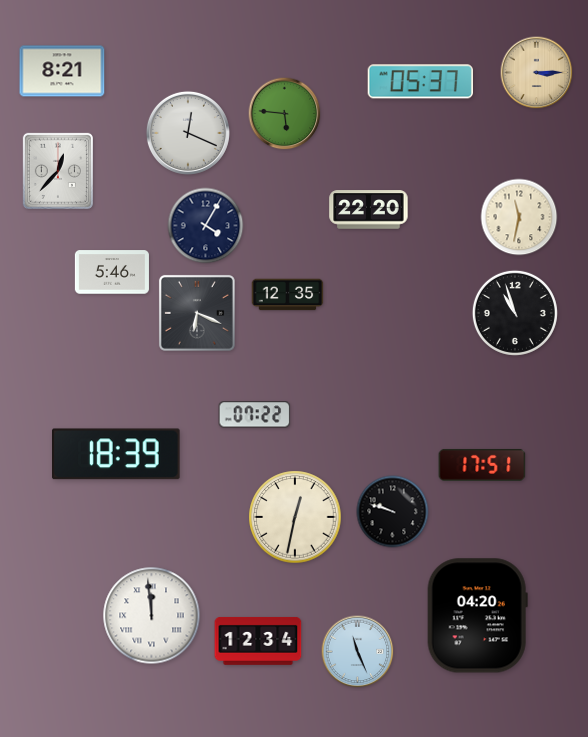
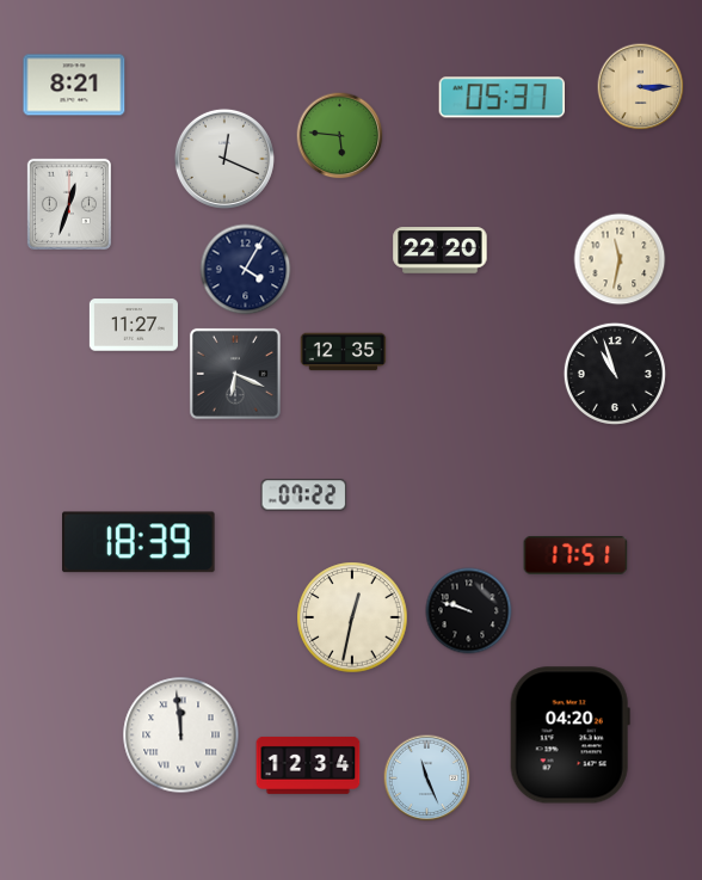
clock at (58, 171): 12:37 -> 12:33
clock at (112, 272): 5:46 -> 11:27
